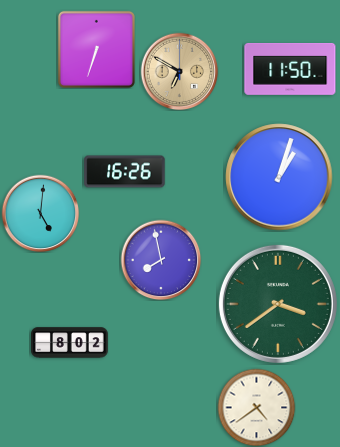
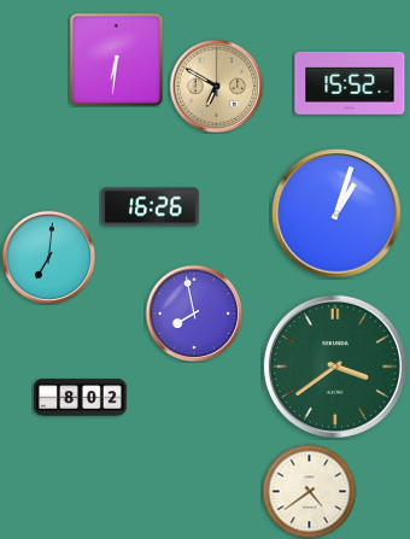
clock at (96, 49): 6:33 -> 6:31
clock at (290, 69): 11:50 -> 15:52
clock at (40, 213): 5:01 -> 7:01
clock at (70, 343) position: (70, 343) -> (81, 398)
